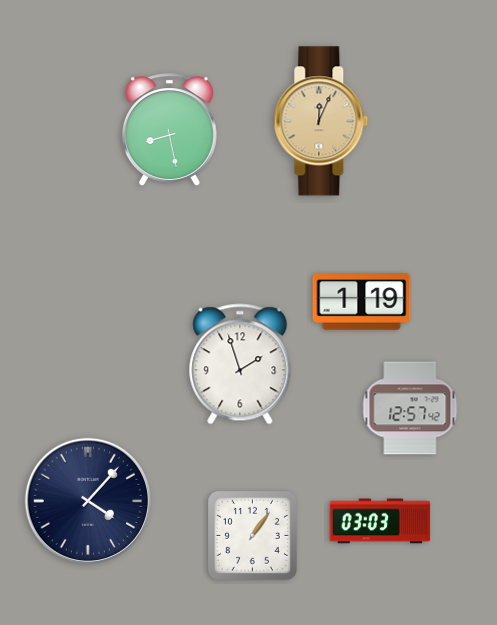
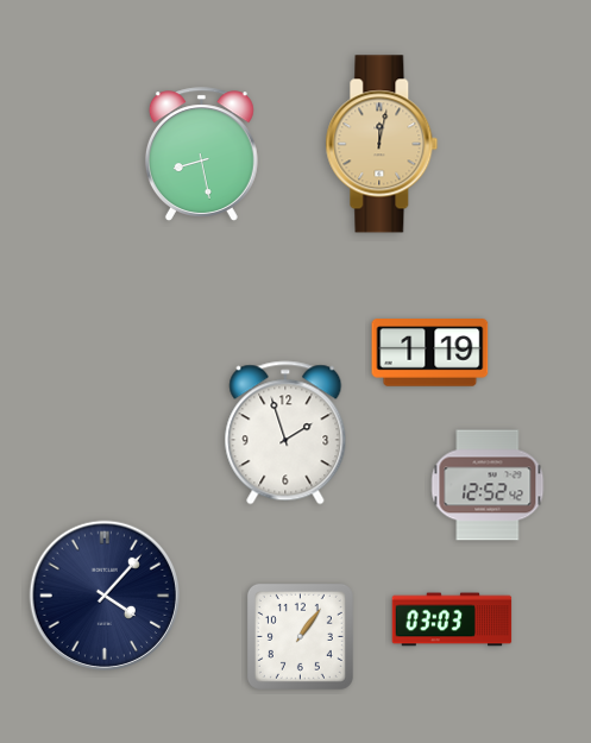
clock at (321, 121): 12:04 -> 12:02
clock at (362, 302) position: (362, 302) -> (430, 353)
clock at (410, 408): 12:57 -> 12:52
